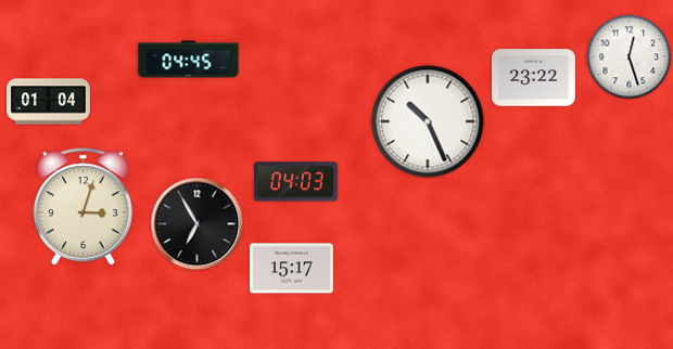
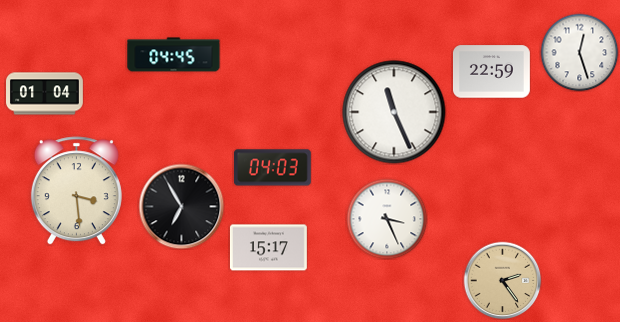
clock at (534, 78): 23:22 -> 22:59
clock at (428, 121): 10:26 -> 11:26
clock at (82, 207): 3:03 -> 3:29
clock at (387, 219): none -> 3:26
clock at (502, 280): none -> 2:24
